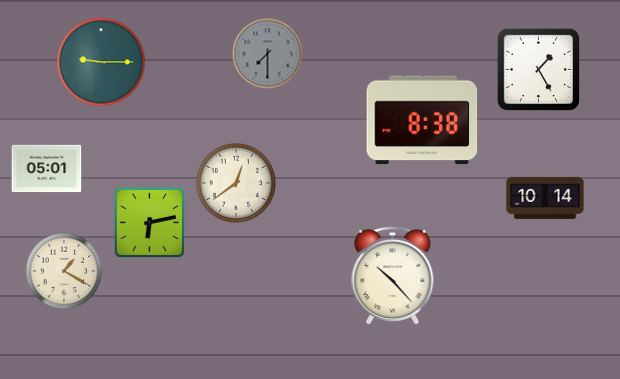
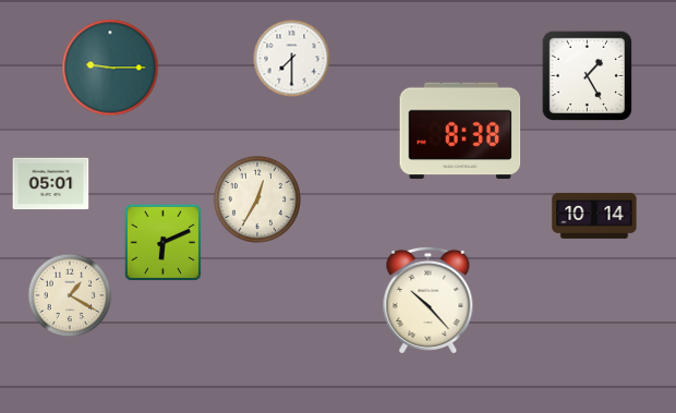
clock at (268, 54) dial: grey -> white
clock at (236, 183): 12:39 -> 12:35
clock at (149, 222): 6:13 -> 6:11
